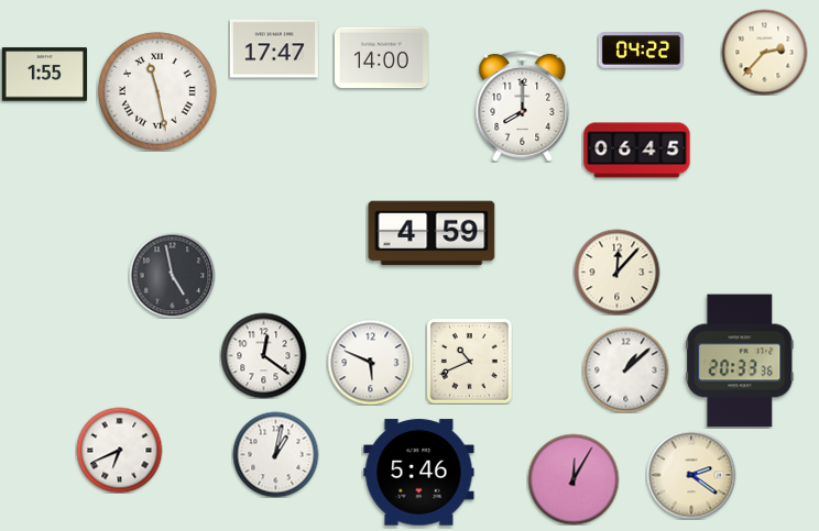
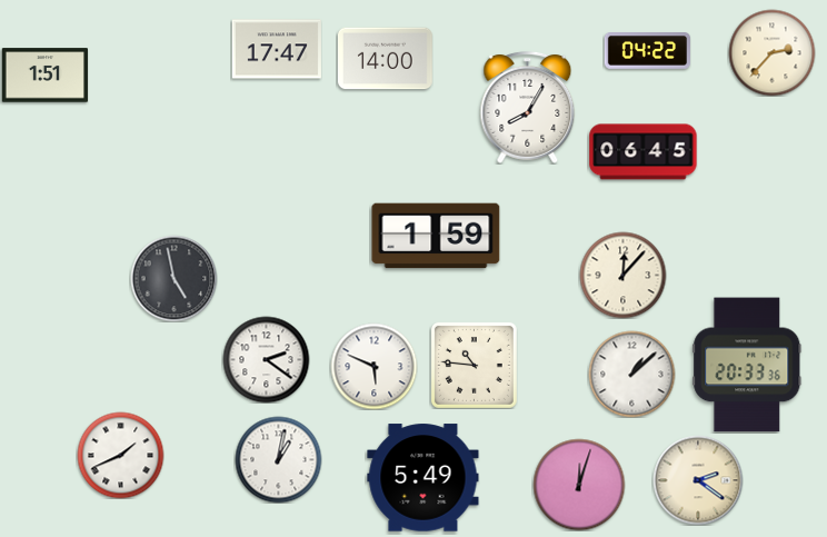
clock at (44, 75): 1:55 -> 1:51
clock at (157, 91): 11:28 -> none
clock at (523, 106): 8:00 -> 8:05
clock at (432, 233): 4:59 -> 1:59
clock at (263, 355): 12:21 -> 2:21
clock at (469, 361): 10:41 -> 10:46
clock at (119, 450): 6:41 -> 1:41
clock at (419, 473): 5:46 -> 5:49
clock at (574, 479): 12:05 -> 12:03
